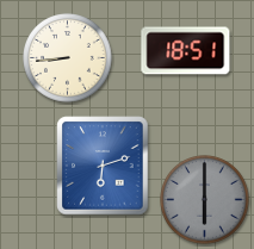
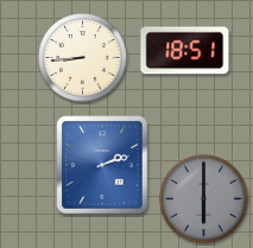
clock at (68, 58) position: (68, 58) -> (83, 58)
clock at (103, 166): 6:12 -> 2:12
